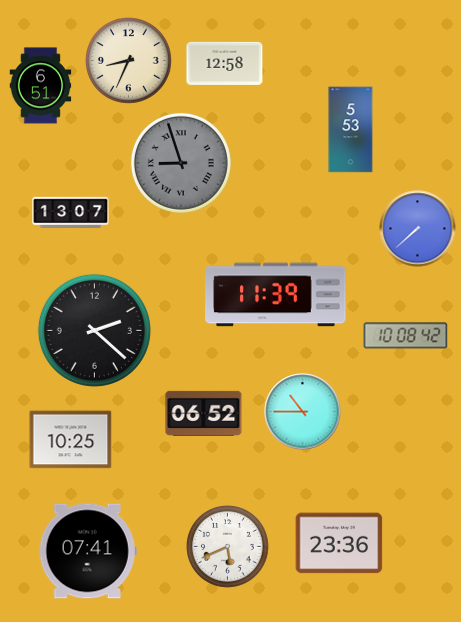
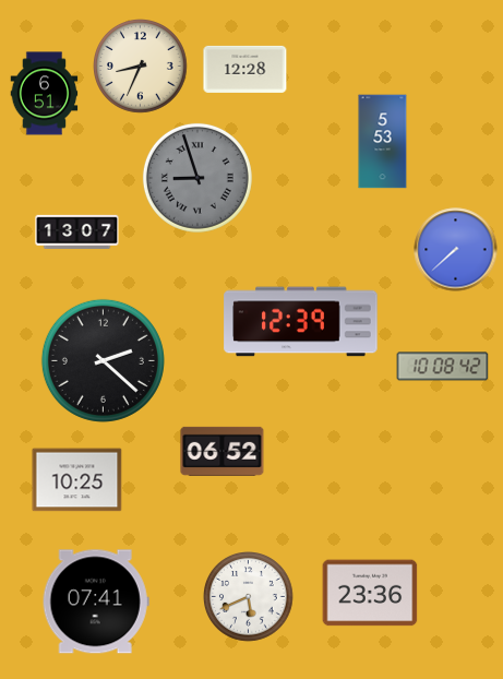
clock at (225, 63): 12:58 -> 12:28
clock at (276, 295): 11:39 -> 12:39
clock at (303, 412): 10:45 -> none
